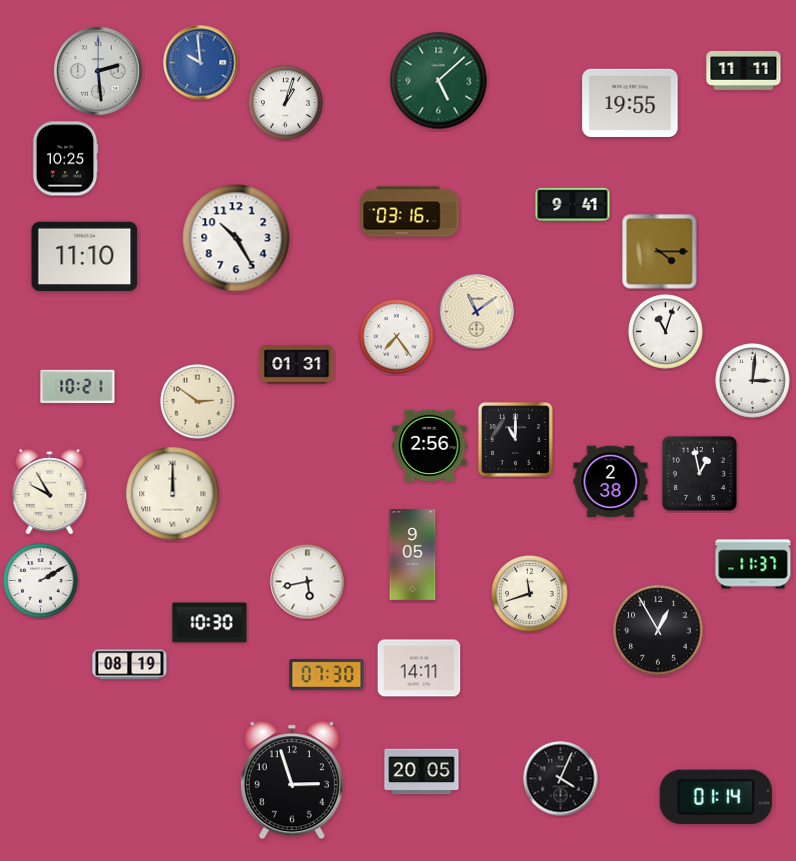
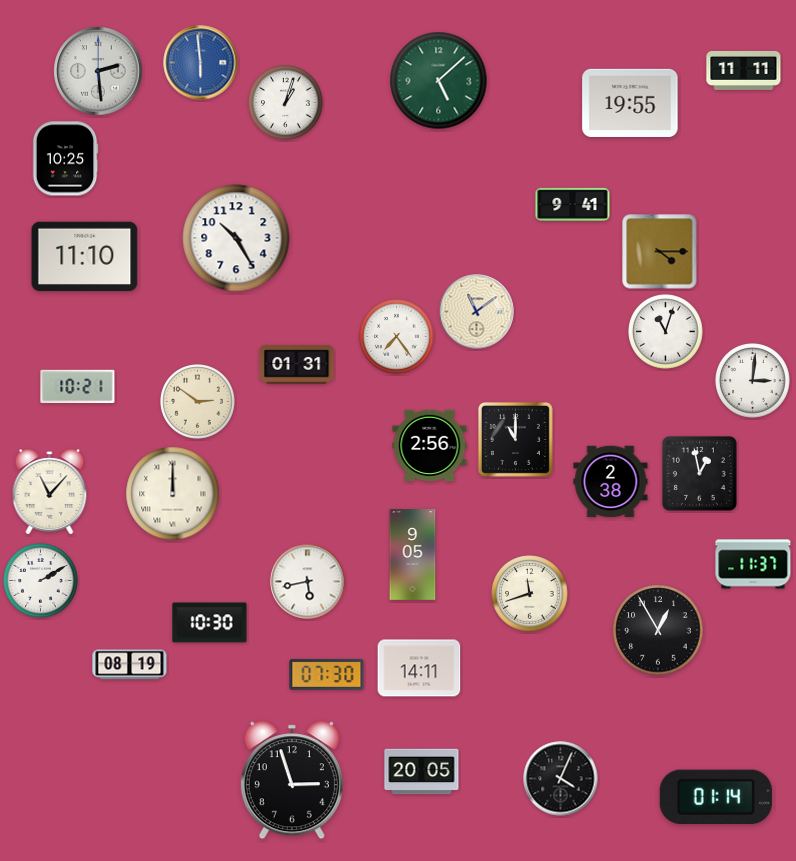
clock at (201, 63): 9:59 -> 5:59
clock at (410, 212): 03:16 -> none
clock at (50, 492): 9:55 -> 11:07
